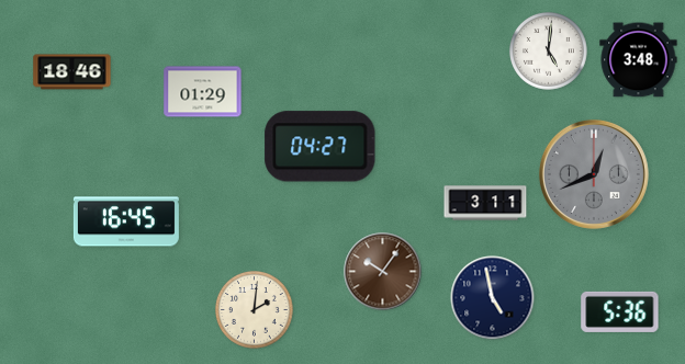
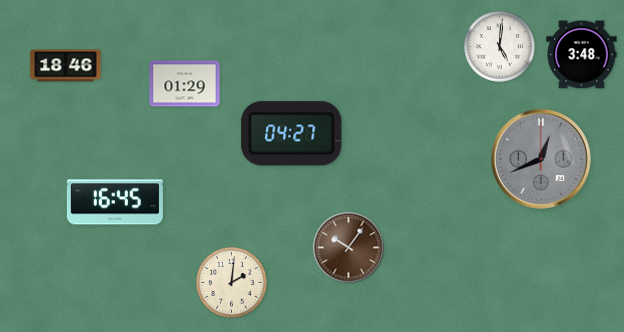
clock at (485, 203): 3:11 -> none
clock at (493, 298): 4:58 -> none
clock at (620, 311): 5:36 -> none
